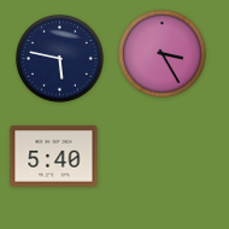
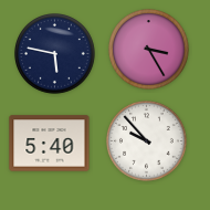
clock at (147, 141): none -> 9:53
